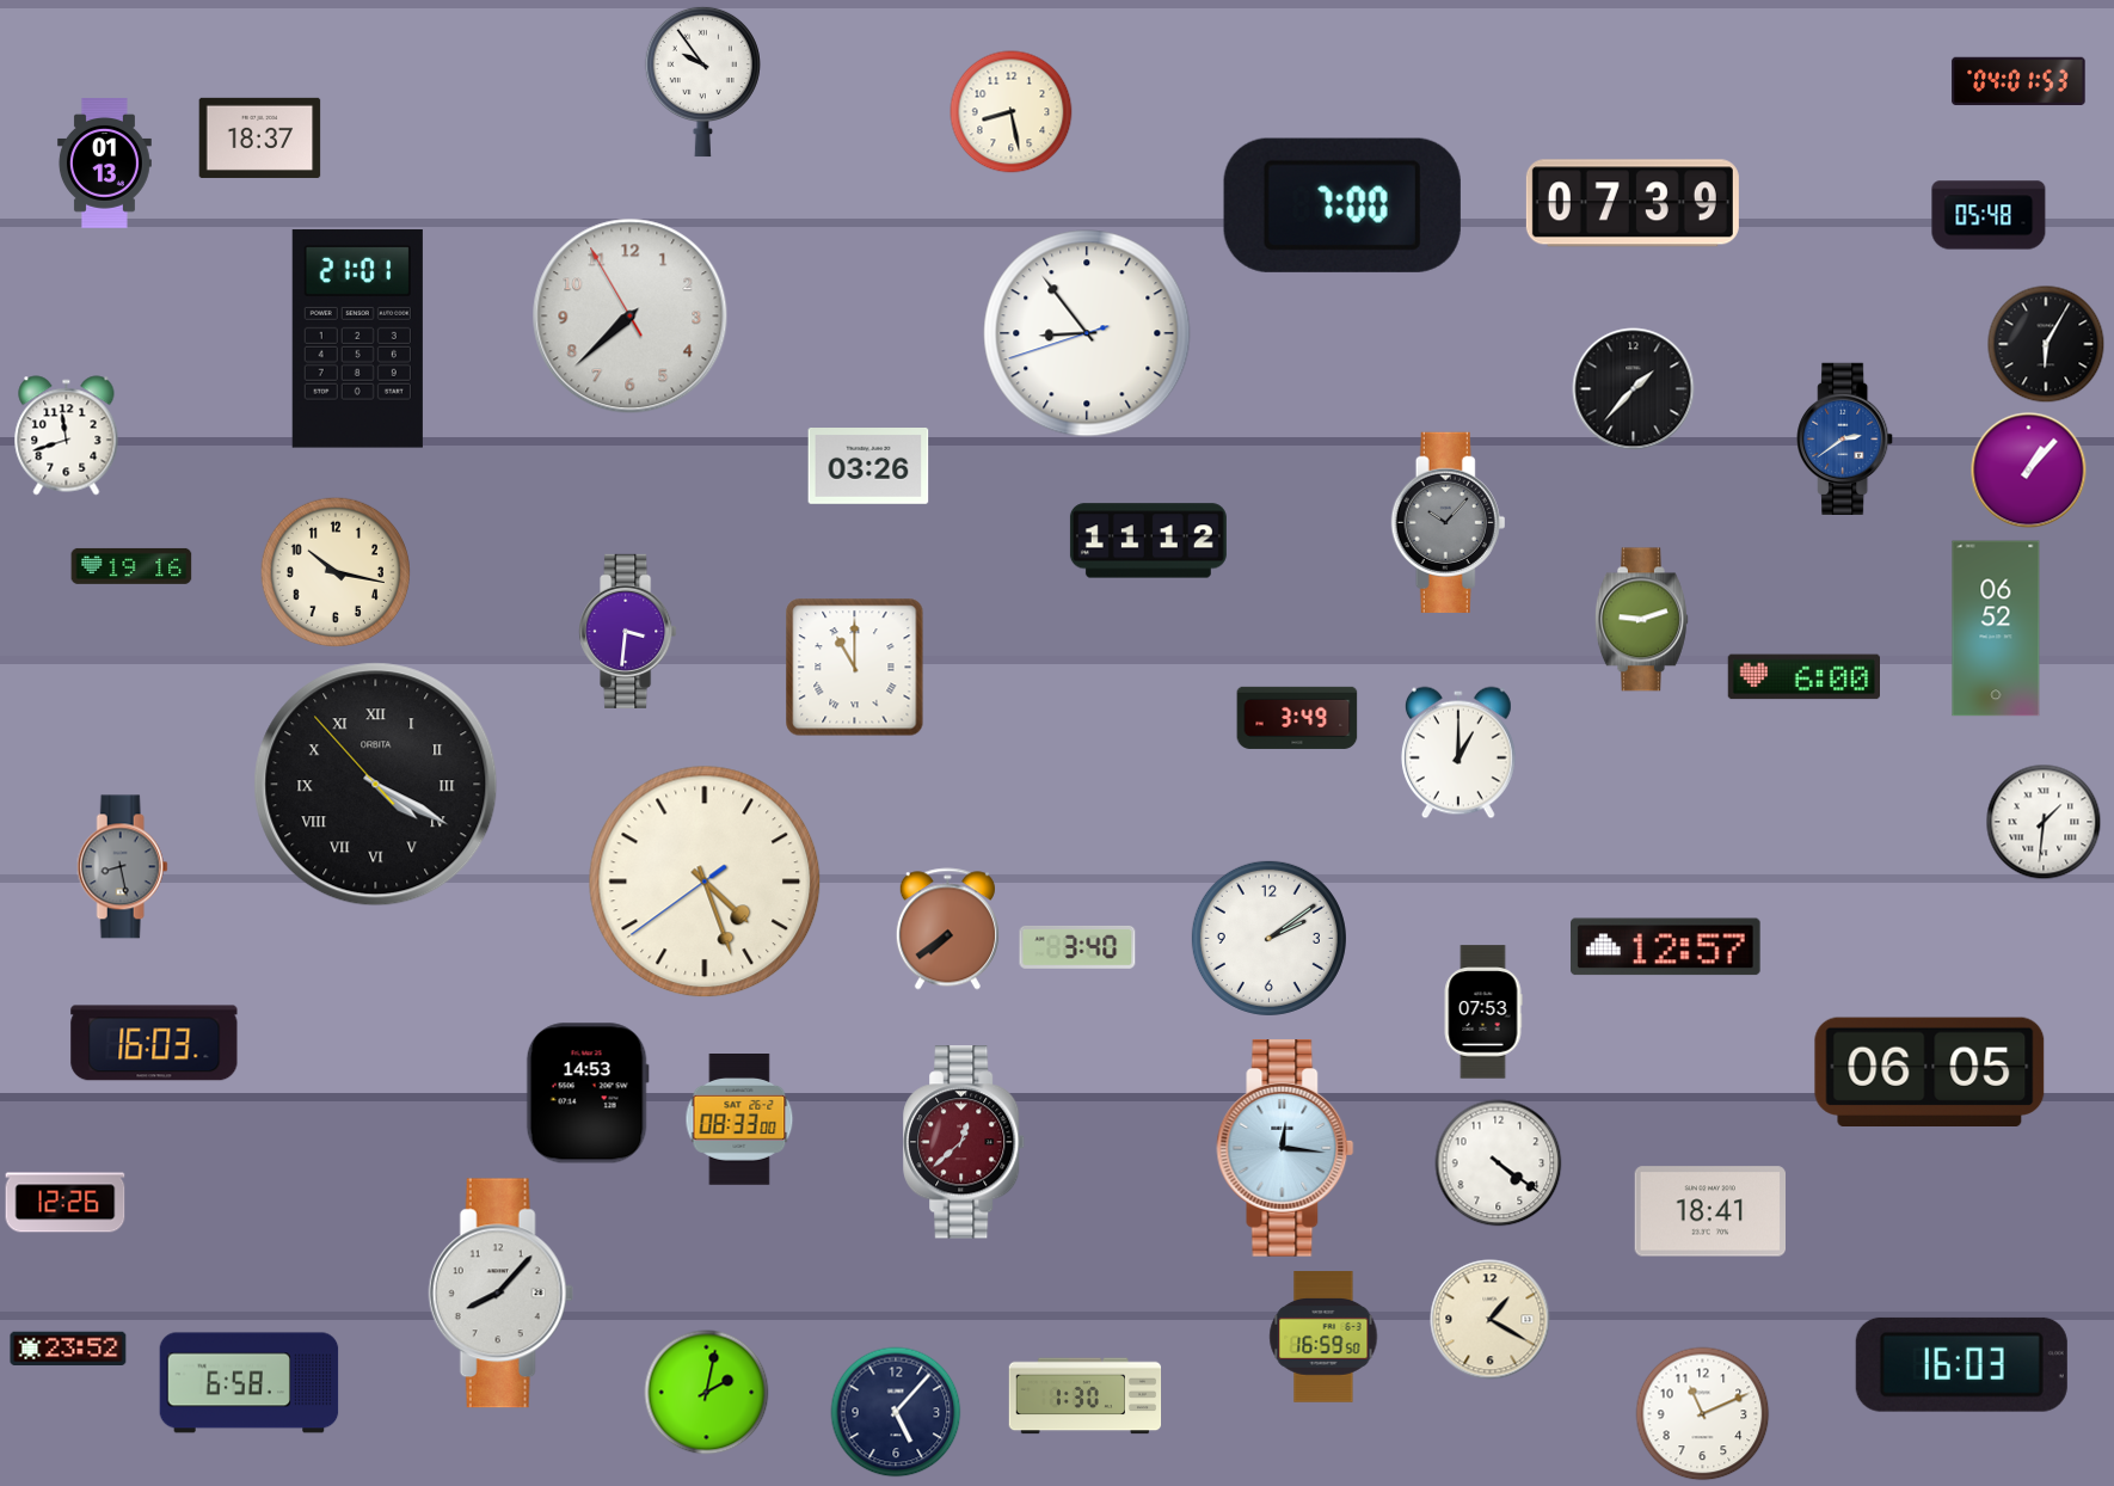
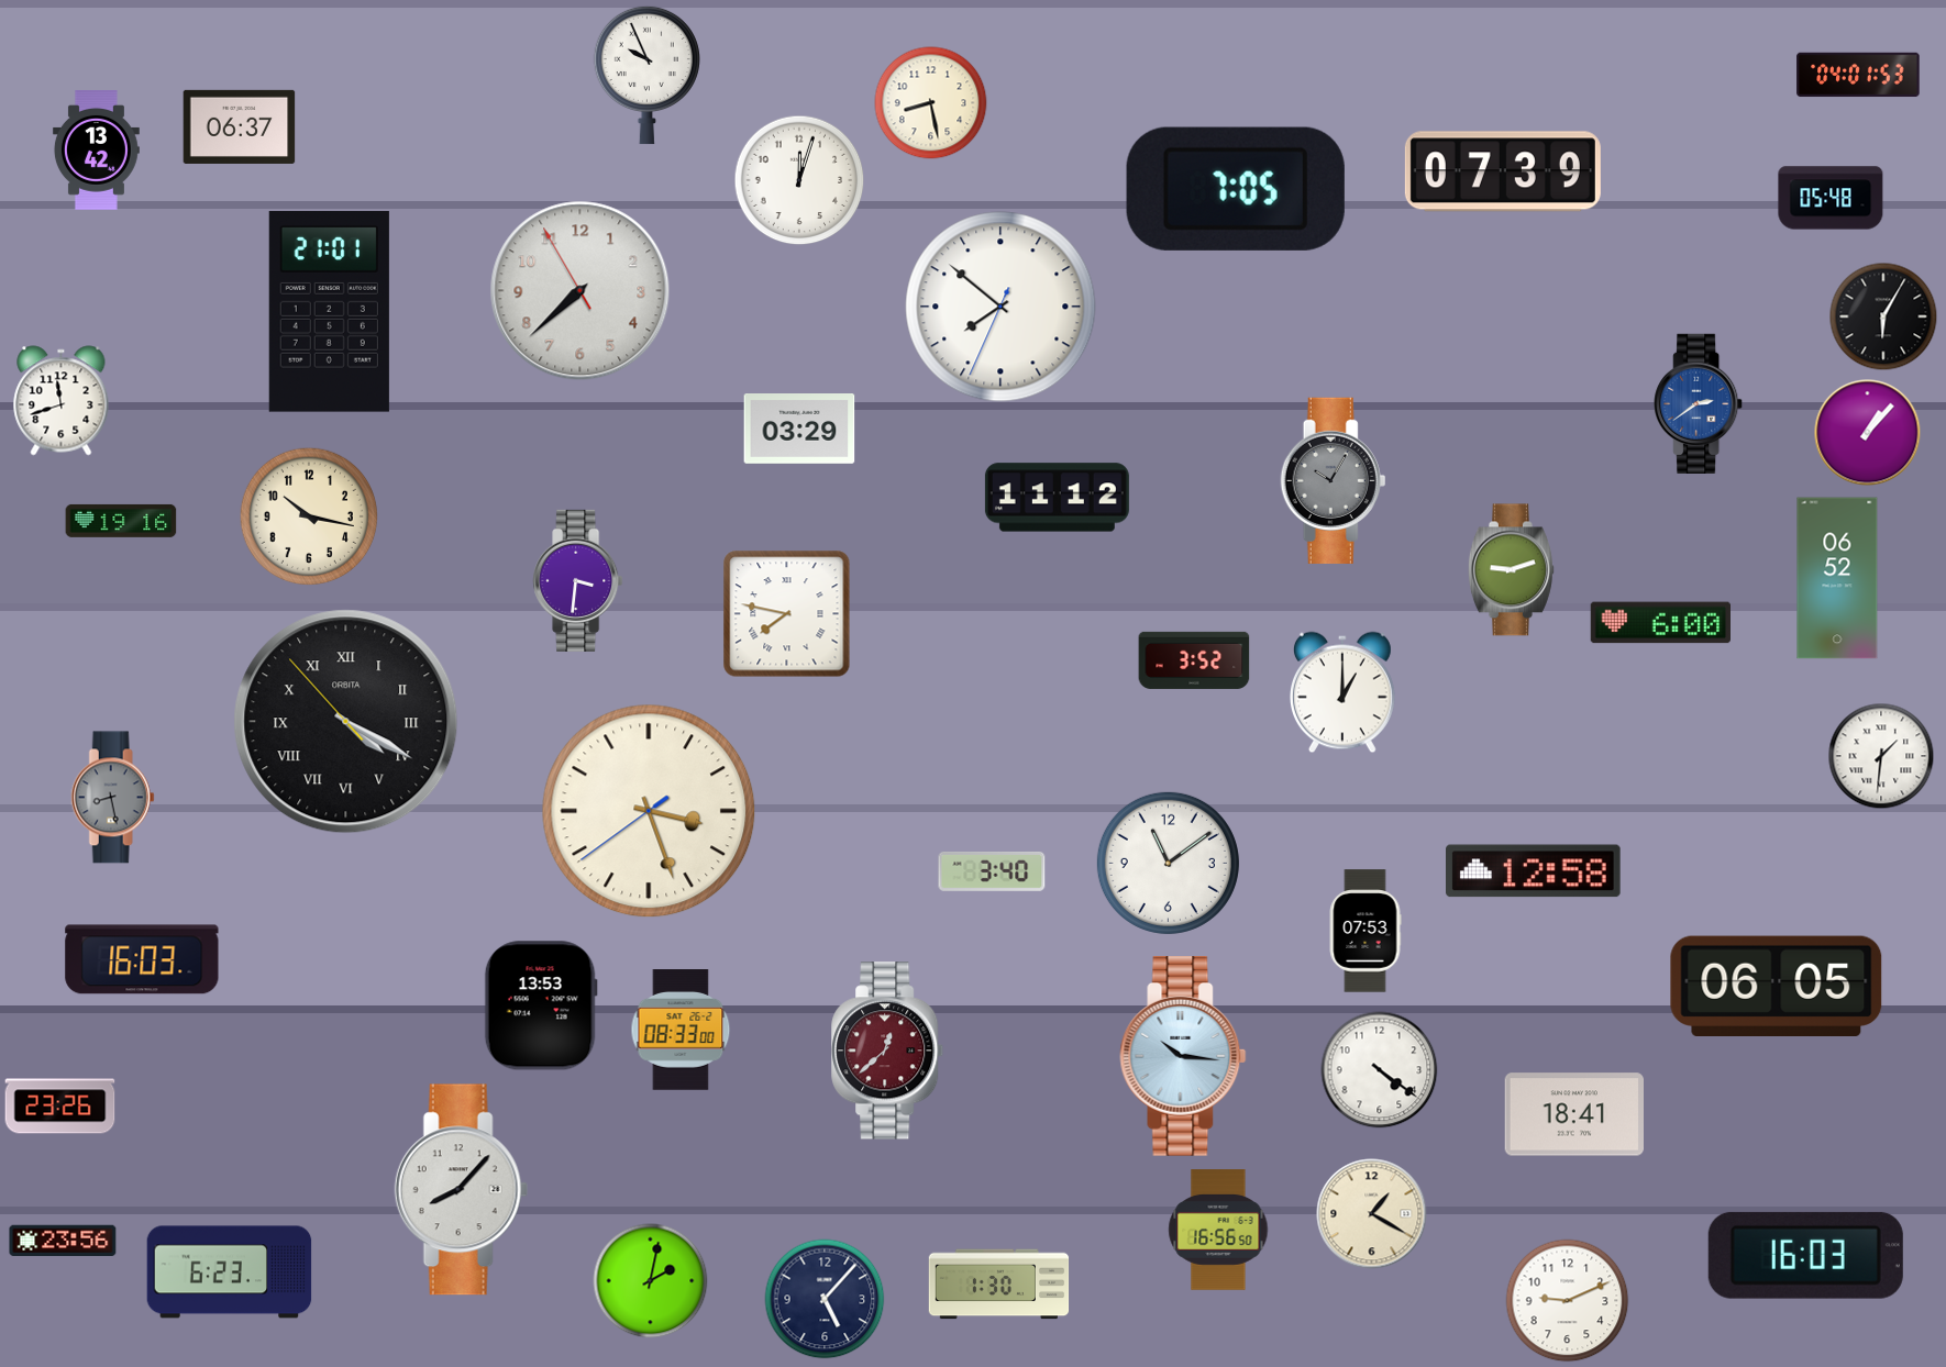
clock at (702, 81): 9:54 -> 9:56
clock at (260, 137): 18:37 -> 06:37
clock at (104, 164): 01:13 -> 13:42
clock at (799, 180): none -> 12:03
clock at (1633, 203) position: (1633, 203) -> (1503, 171)
clock at (1342, 205): 7:00 -> 7:05
clock at (1087, 333): 8:53 -> 7:51
clock at (1634, 389): 1:37 -> none
clock at (868, 467): 03:26 -> 03:29
clock at (1449, 522): 10:07 -> 10:05
clock at (334, 571) position: (334, 571) -> (308, 515)
clock at (855, 668): 11:00 -> 7:47
clock at (1297, 718): 3:49 -> 3:52
clock at (705, 882): 4:26 -> 3:26
clock at (947, 929): 7:39 -> none
clock at (1268, 938): 2:09 -> 11:09
clock at (1666, 947): 12:57 -> 12:58
clock at (588, 1093): 14:53 -> 13:53
clock at (1285, 1149): 12:16 -> 10:16
clock at (66, 1203): 12:26 -> 23:26
clock at (1323, 1337): 16:59 -> 16:56
clock at (68, 1349): 23:52 -> 23:56
clock at (250, 1383): 6:58 -> 6:23
clock at (1703, 1414): 11:11 -> 9:11
